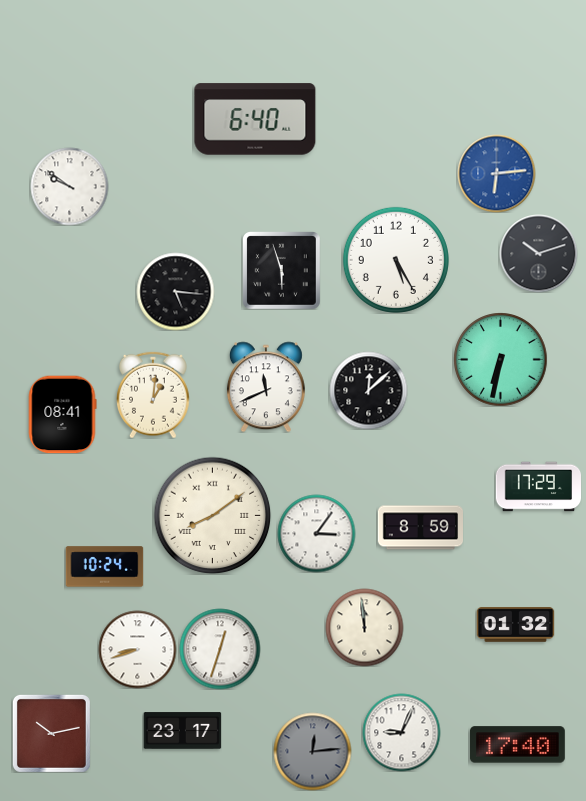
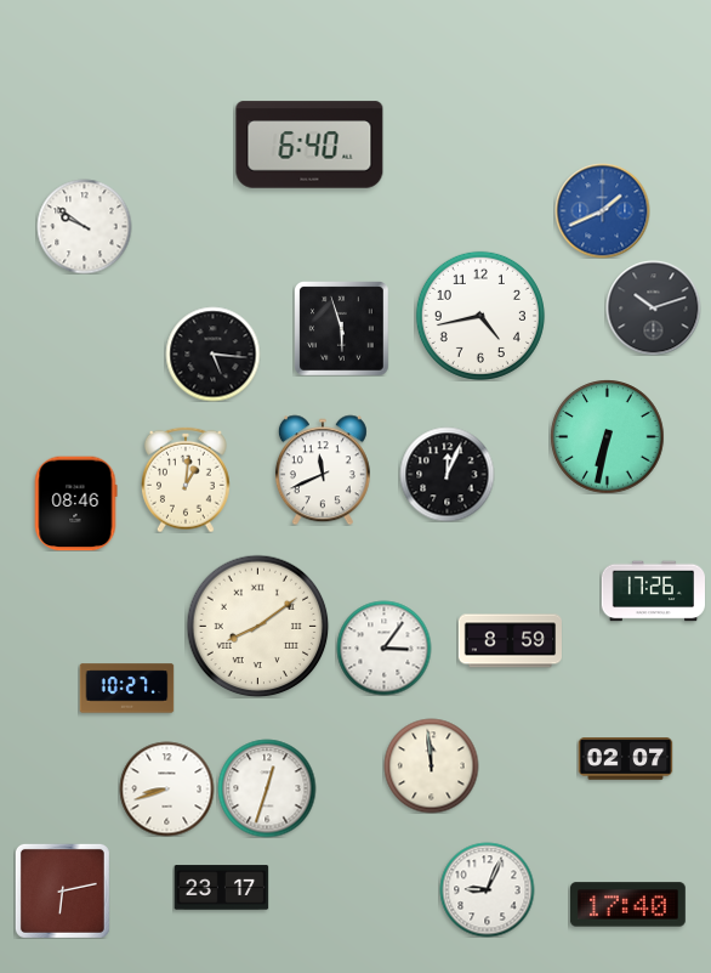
clock at (496, 173): 6:14 -> 1:41
clock at (396, 260): 5:25 -> 4:43
clock at (368, 390): 12:08 -> 12:04
clock at (62, 414): 08:41 -> 08:46
clock at (538, 487): 17:29 -> 17:26
clock at (104, 567): 10:24 -> 10:27
clock at (515, 625): 01:32 -> 02:07
clock at (364, 627) position: (364, 627) -> (431, 765)
clock at (51, 733): 10:13 -> 6:13
clock at (312, 751): 12:14 -> none
